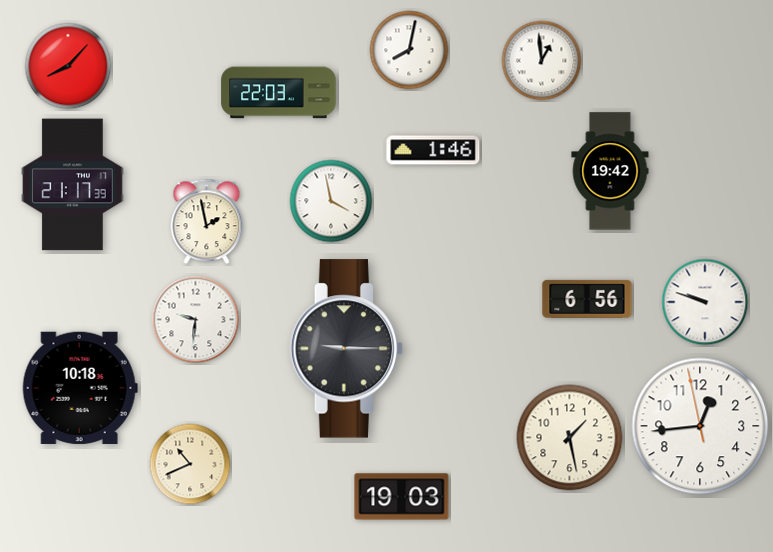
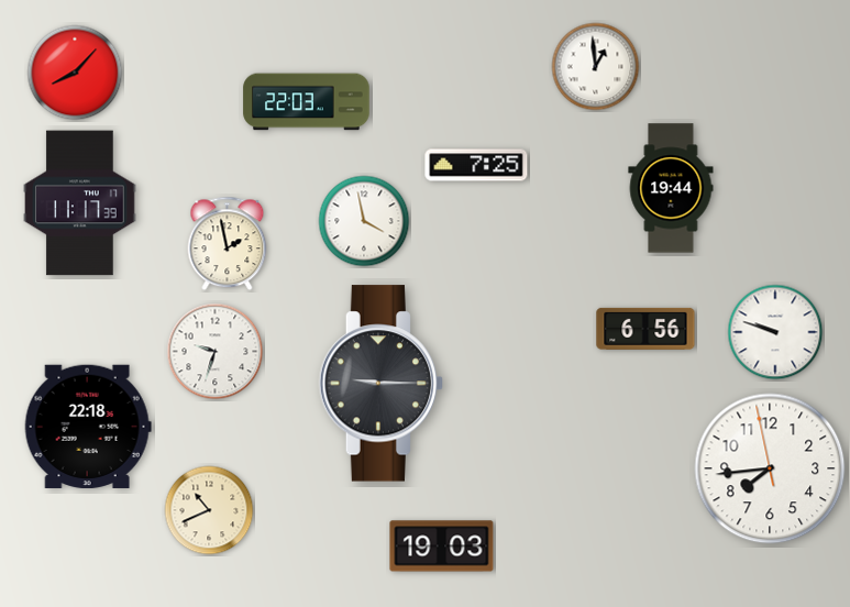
clock at (409, 50): 8:02 -> none
clock at (433, 150): 1:46 -> 7:25
clock at (610, 171): 19:42 -> 19:44
clock at (73, 185): 21:17 -> 11:17
clock at (196, 320): 9:31 -> 9:33
clock at (80, 388): 10:18 -> 22:18
clock at (700, 426): 12:43 -> 7:43
clock at (570, 438): 1:28 -> none
